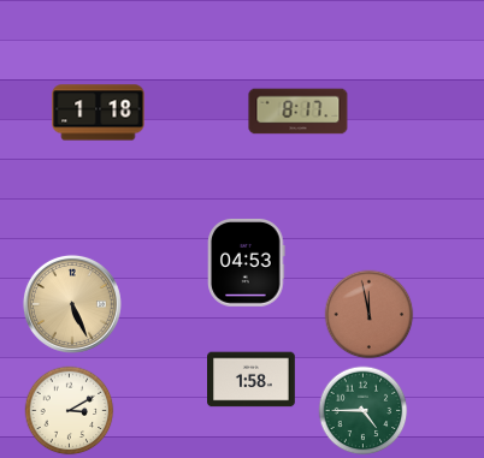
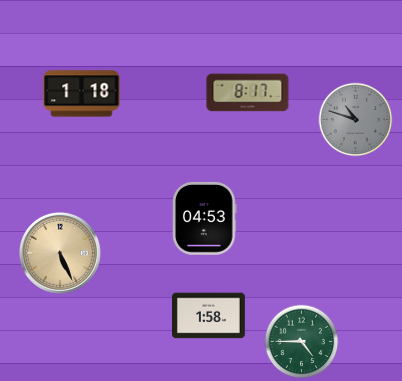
clock at (356, 120): none -> 10:48
clock at (370, 315): 11:58 -> none
clock at (70, 411): 3:10 -> none
